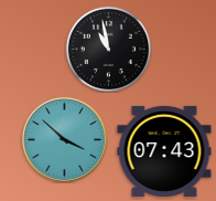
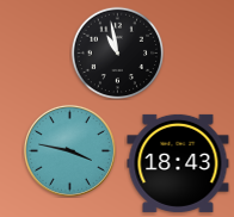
clock at (64, 139): 3:52 -> 3:47
clock at (164, 151): 07:43 -> 18:43
